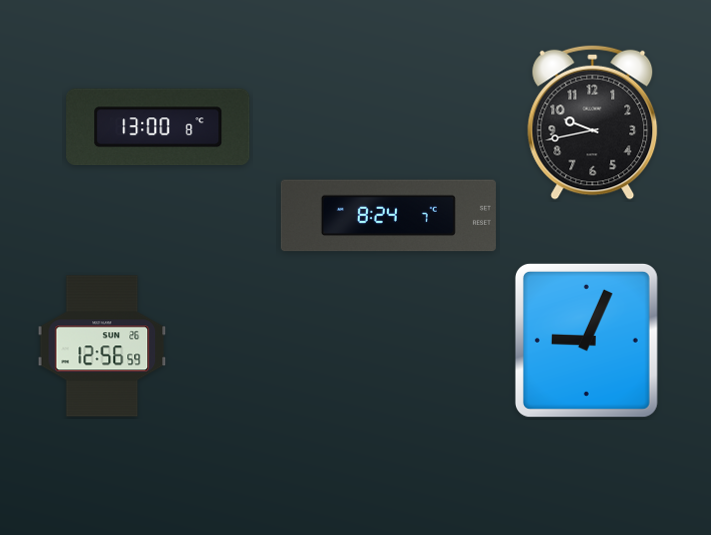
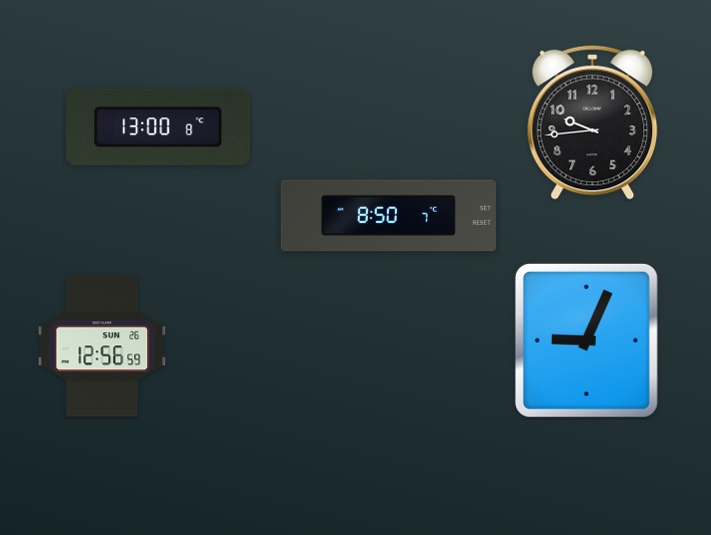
clock at (593, 122): 9:43 -> 9:44
clock at (388, 216): 8:24 -> 8:50
